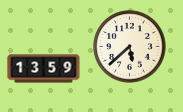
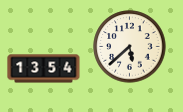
clock at (44, 69): 13:59 -> 13:54
